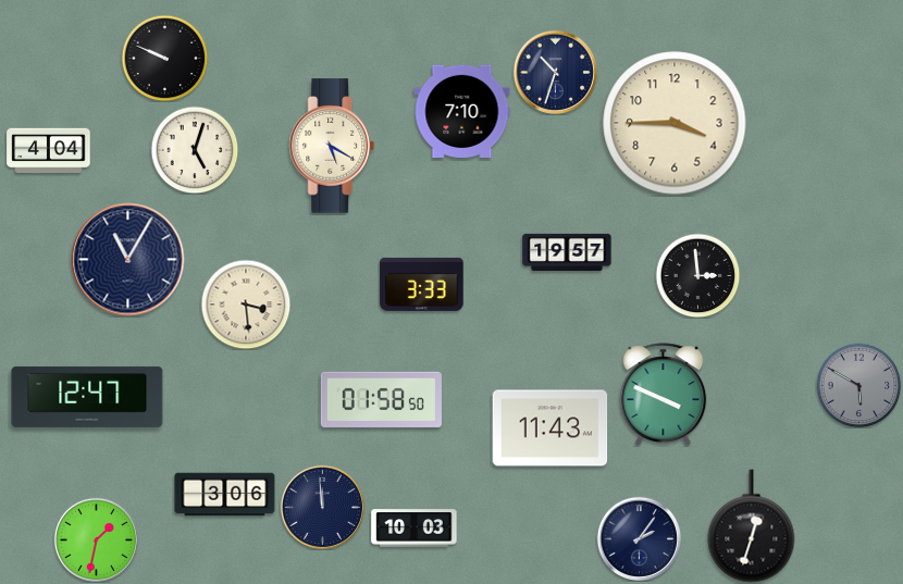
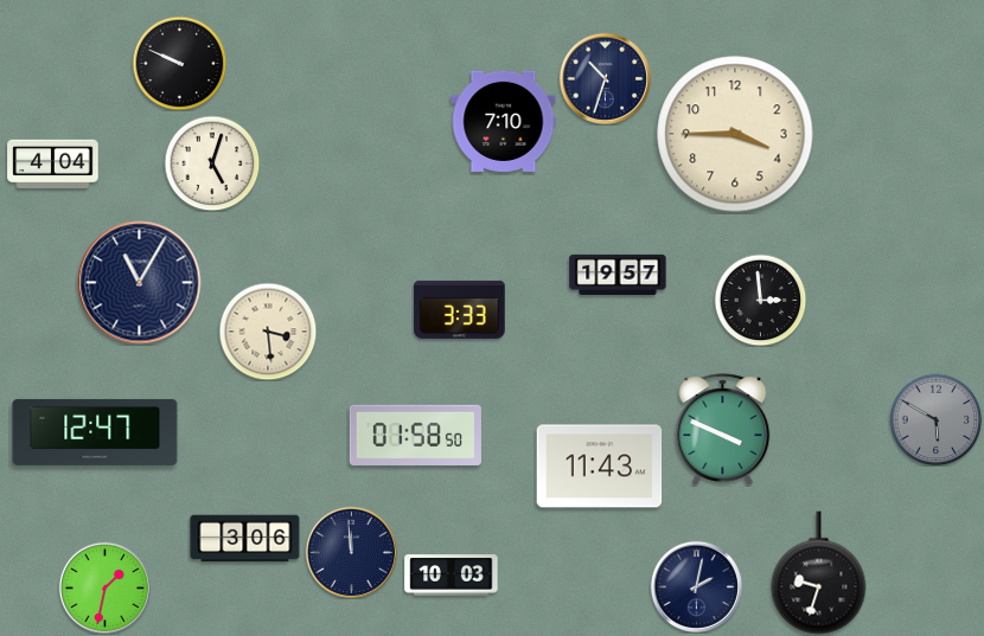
clock at (332, 146): 5:20 -> none
clock at (752, 526): 12:33 -> 9:33
clock at (639, 538): 2:06 -> 2:02
